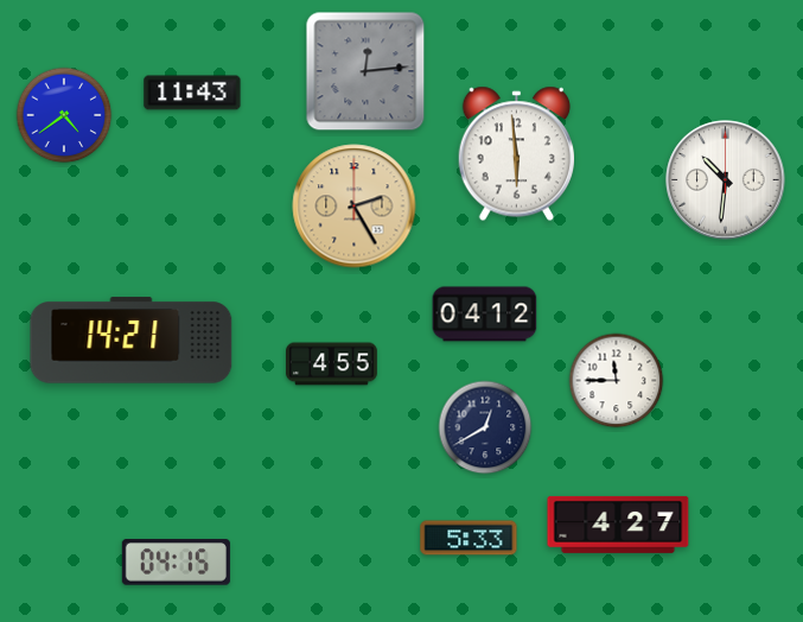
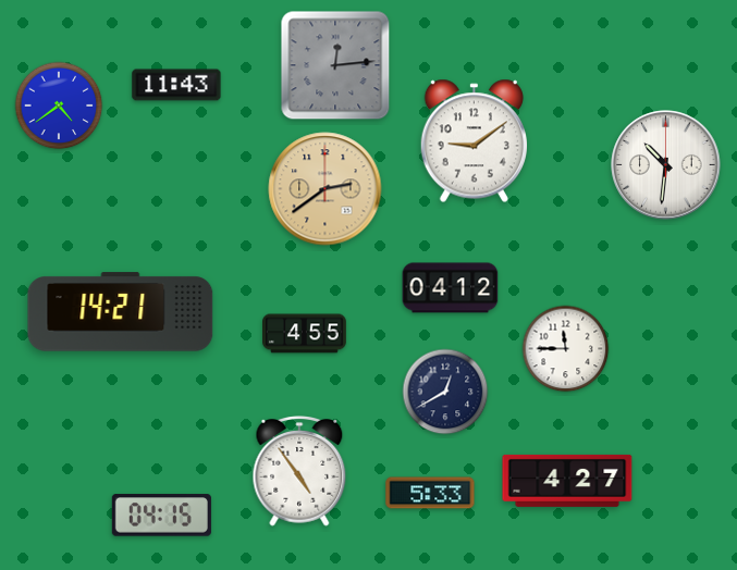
clock at (516, 154): 5:59 -> 9:09
clock at (355, 207): 2:25 -> 2:39
clock at (485, 315) position: (485, 315) -> (451, 288)
clock at (299, 471): none -> 4:54
